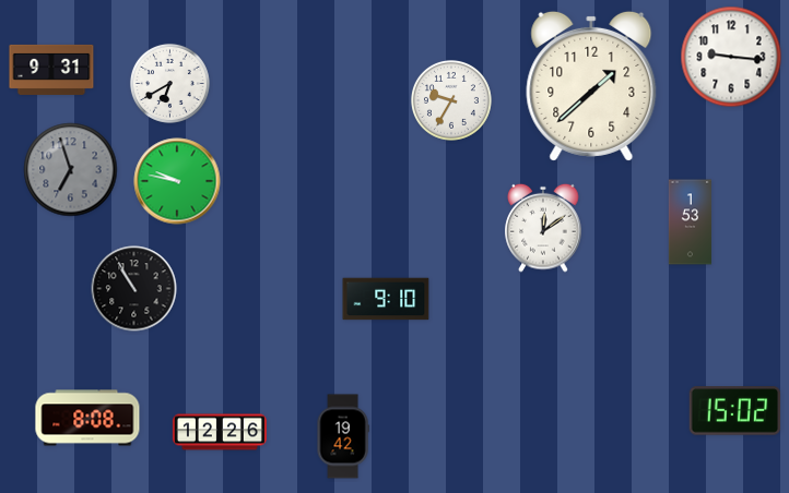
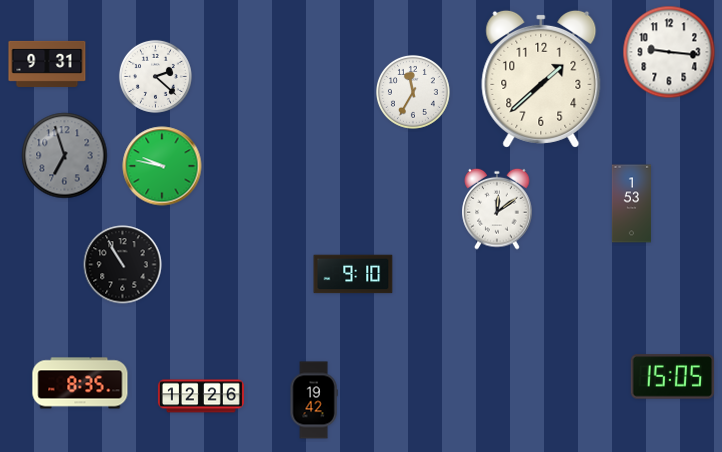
clock at (169, 83): 6:40 -> 2:22
clock at (451, 100): 9:35 -> 11:35
clock at (735, 411): 15:02 -> 15:05
clock at (87, 418): 8:08 -> 8:35
